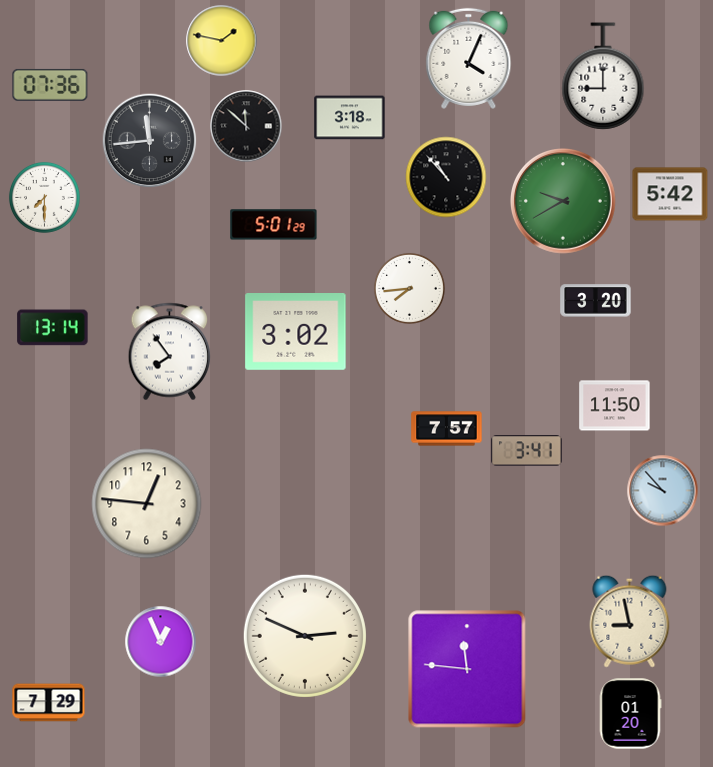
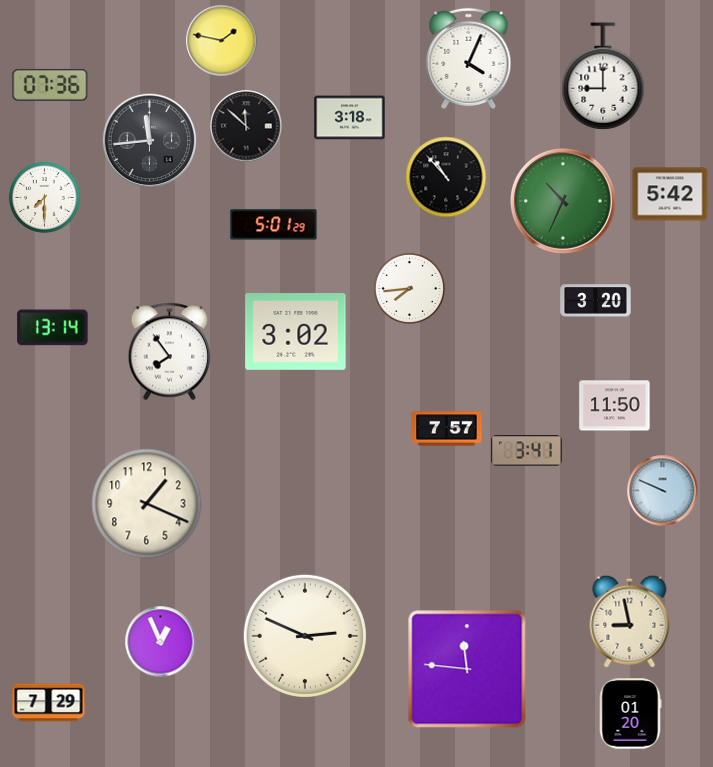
clock at (564, 202): 9:40 -> 10:34
clock at (663, 491): 9:53 -> 9:49
clock at (147, 504): 12:46 -> 1:19
